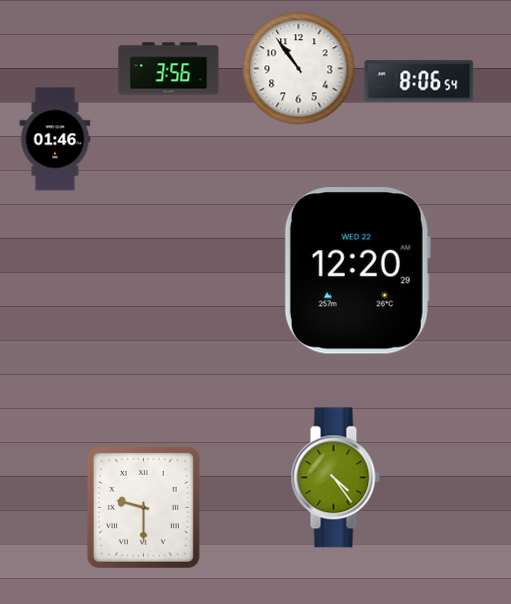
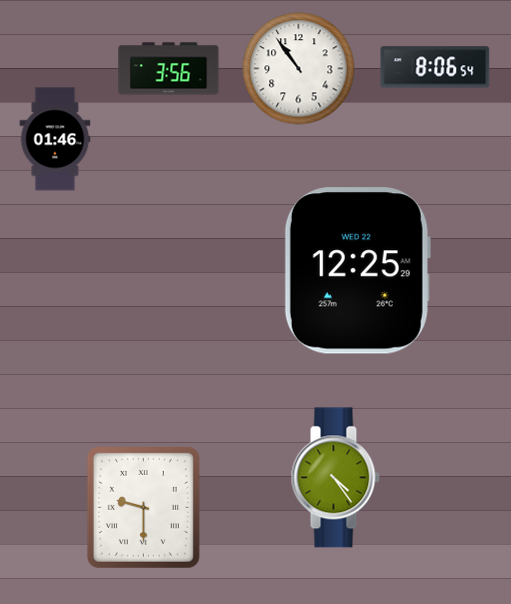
clock at (419, 81) position: (419, 81) -> (435, 67)
clock at (357, 271): 12:20 -> 12:25
